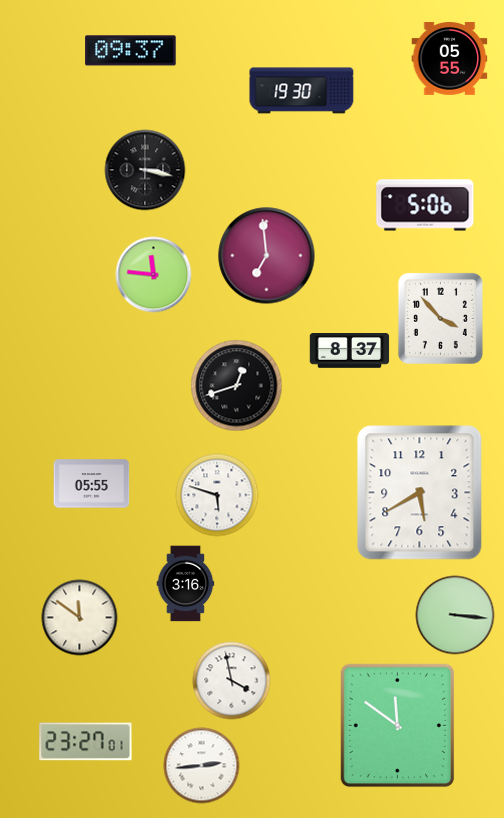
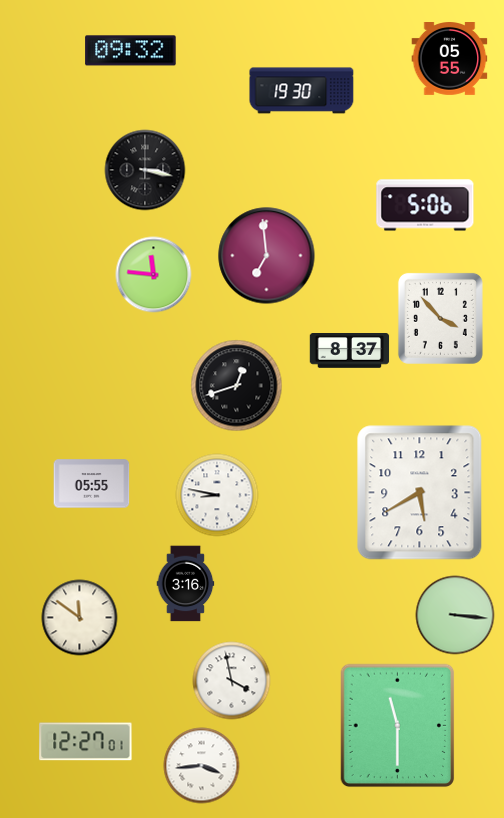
clock at (131, 51): 09:37 -> 09:32
clock at (217, 495): 5:48 -> 8:47
clock at (398, 726): 11:51 -> 11:30
clock at (86, 742): 23:27 -> 12:27
clock at (202, 766): 2:44 -> 3:44
